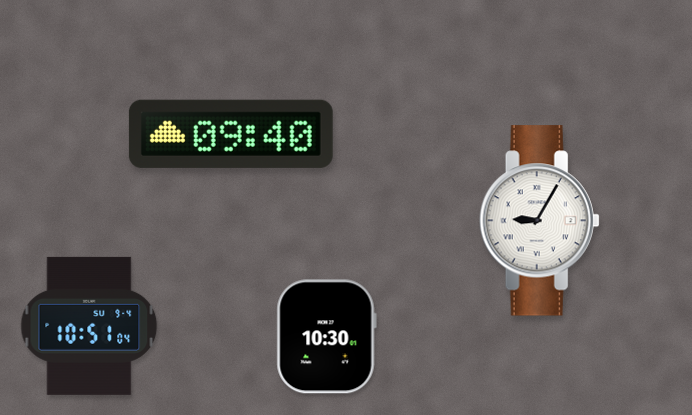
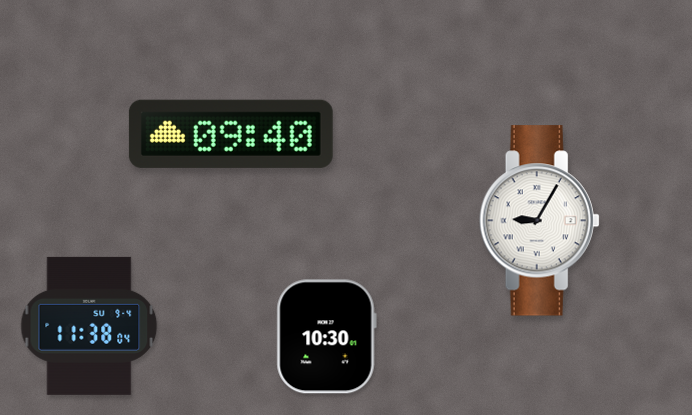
clock at (89, 326): 10:51 -> 11:38
